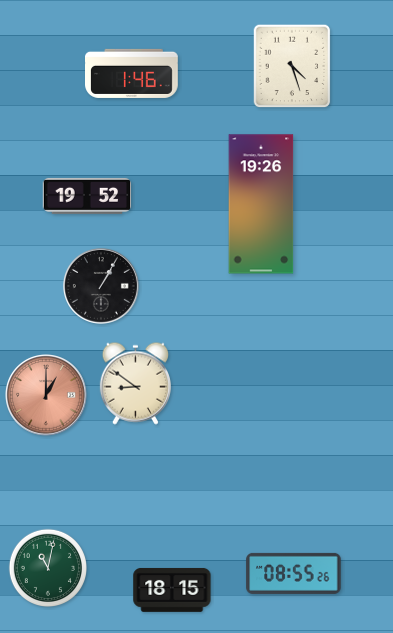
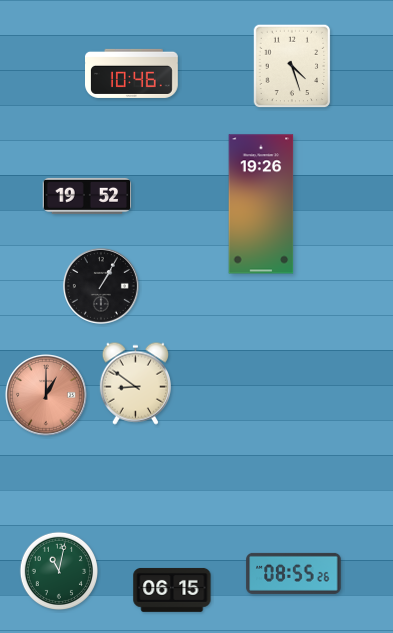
clock at (132, 73): 1:46 -> 10:46
clock at (47, 567) position: (47, 567) -> (58, 570)
clock at (172, 590): 18:15 -> 06:15
